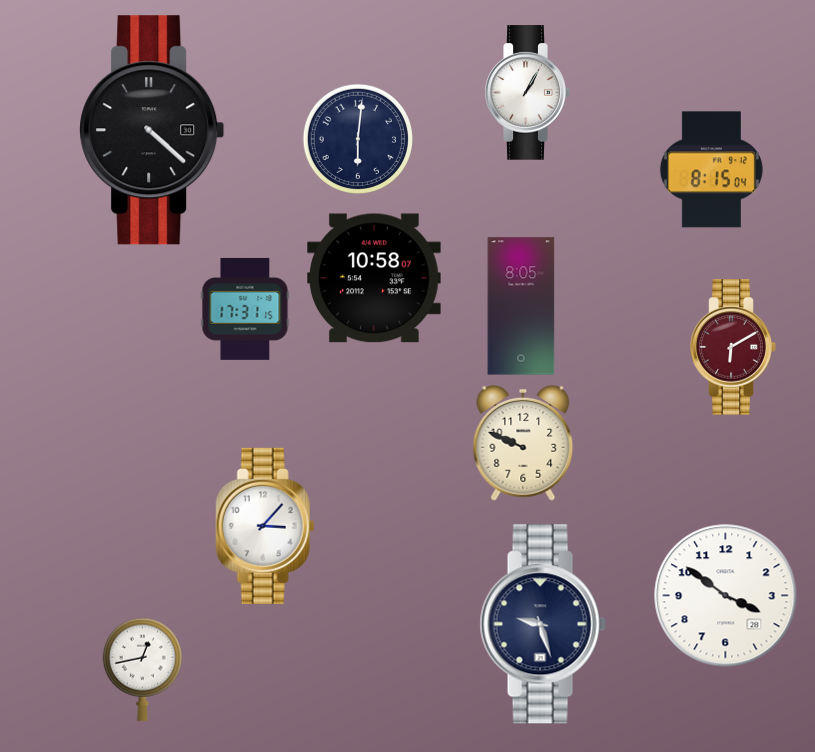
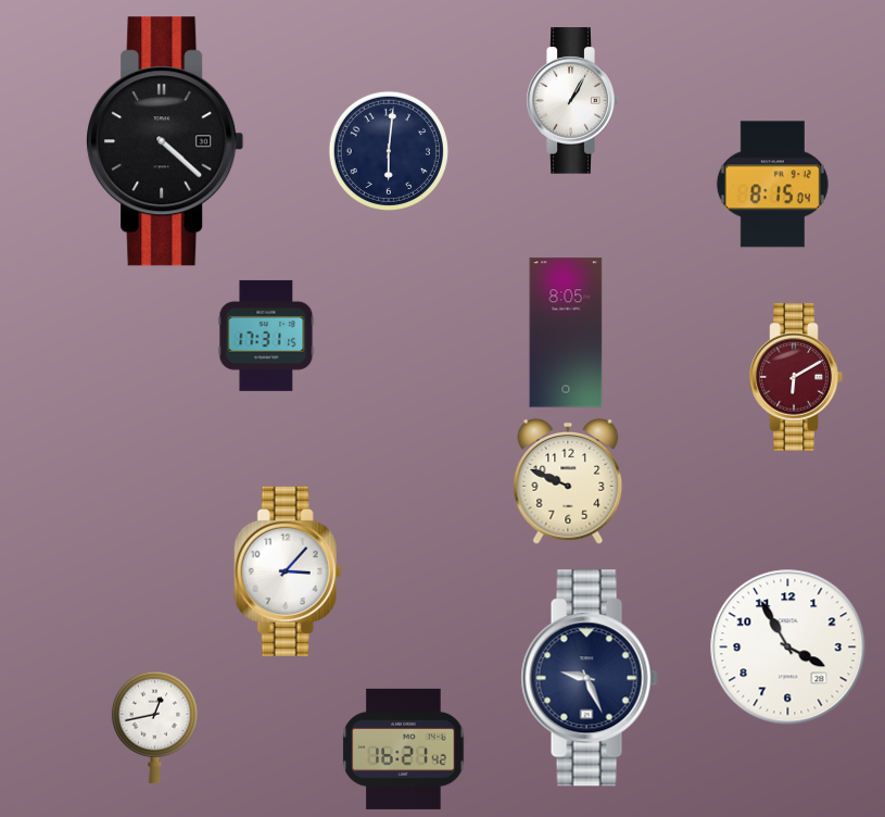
clock at (375, 278): 10:58 -> none
clock at (726, 596): 3:51 -> 3:55
clock at (543, 624): 9:27 -> 9:26
clock at (404, 749): none -> 16:21
